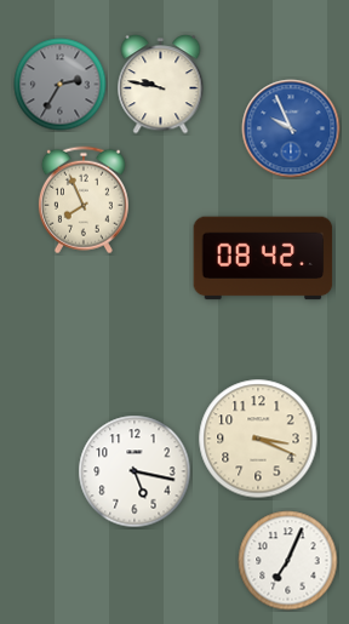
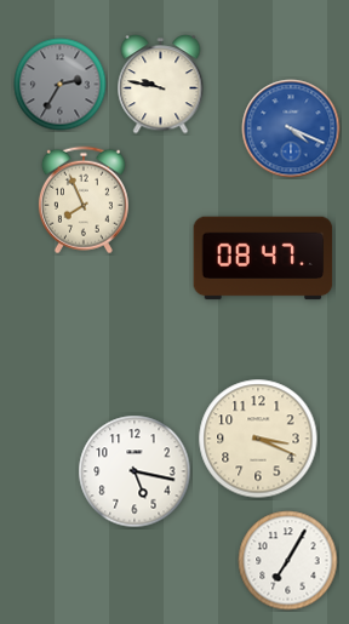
clock at (291, 128): 9:56 -> 4:19
clock at (263, 258): 08:42 -> 08:47
clock at (288, 561): 7:04 -> 7:05
